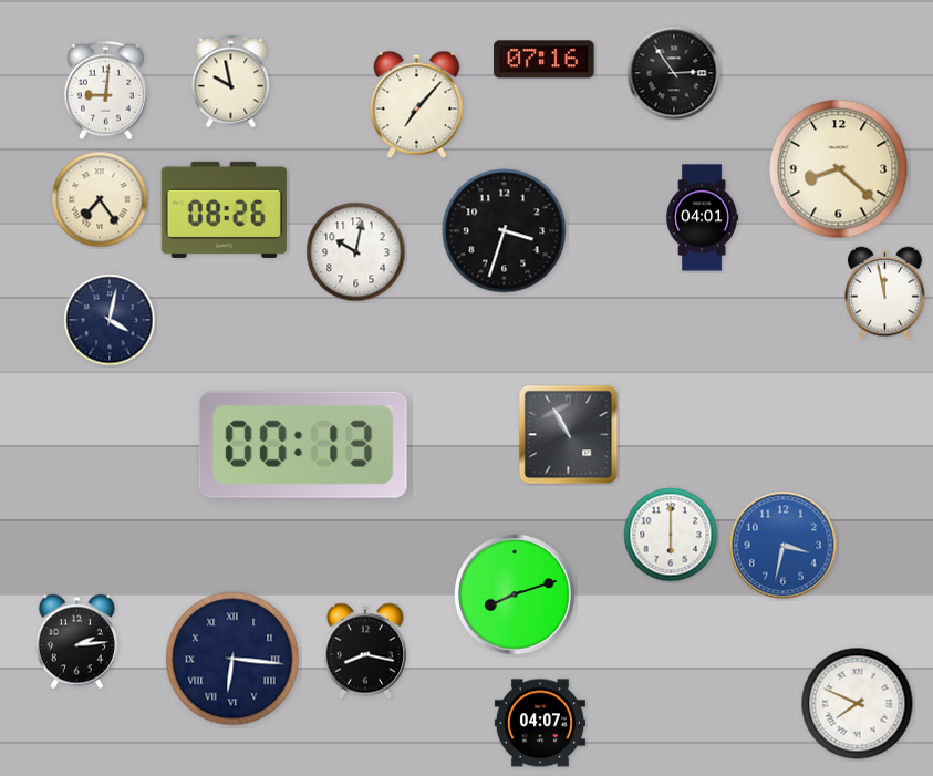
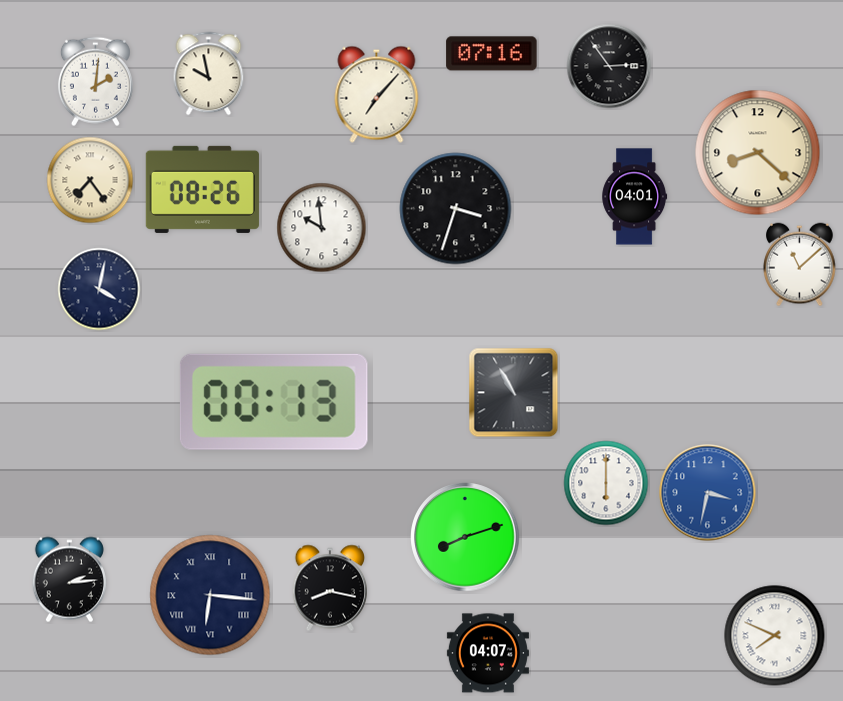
clock at (105, 91): 9:01 -> 2:01
clock at (356, 252): 10:02 -> 9:59
clock at (885, 293): 11:58 -> 11:08
